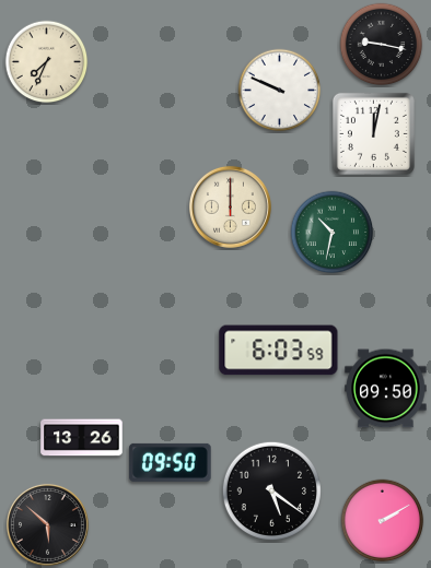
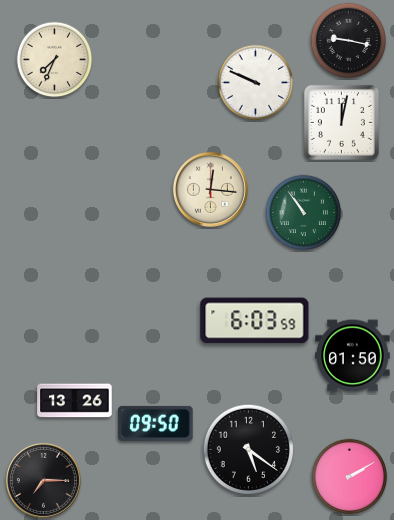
clock at (47, 62) position: (47, 62) -> (55, 60)
clock at (230, 206): 12:00 -> 12:16
clock at (333, 233): 10:32 -> 10:54
clock at (386, 389): 09:50 -> 01:50
clock at (47, 524): 5:52 -> 7:15
